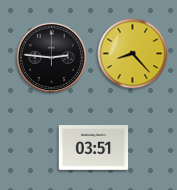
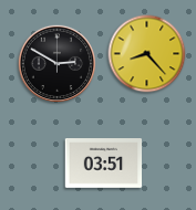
clock at (133, 54) position: (133, 54) -> (147, 54)
clock at (51, 57): 2:46 -> 2:50
